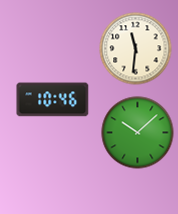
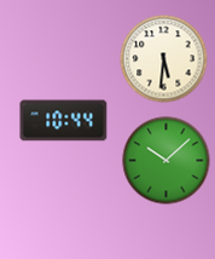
clock at (136, 49): 11:31 -> 5:31
clock at (53, 100): 10:46 -> 10:44
